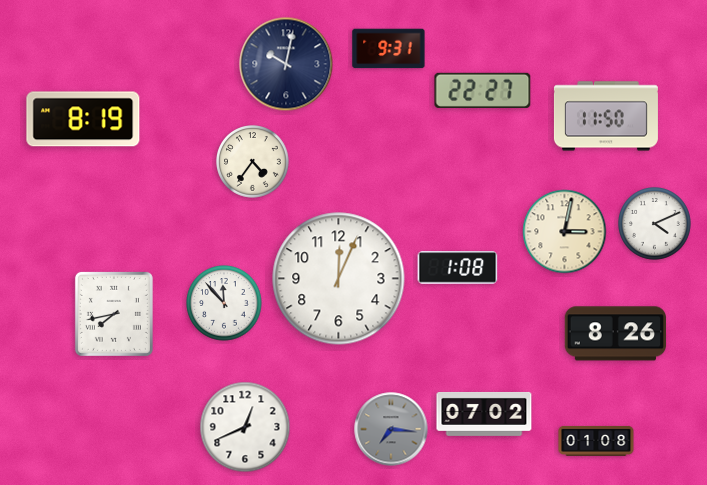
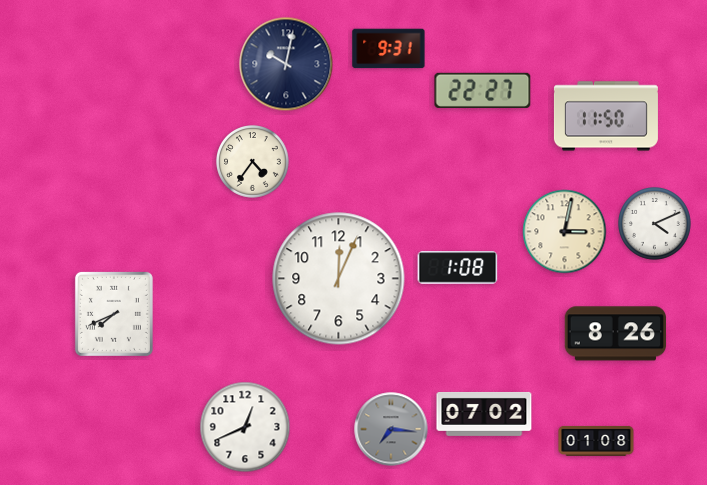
clock at (83, 119): 8:19 -> none
clock at (224, 303): 11:53 -> none
clock at (114, 314): 7:43 -> 7:41
